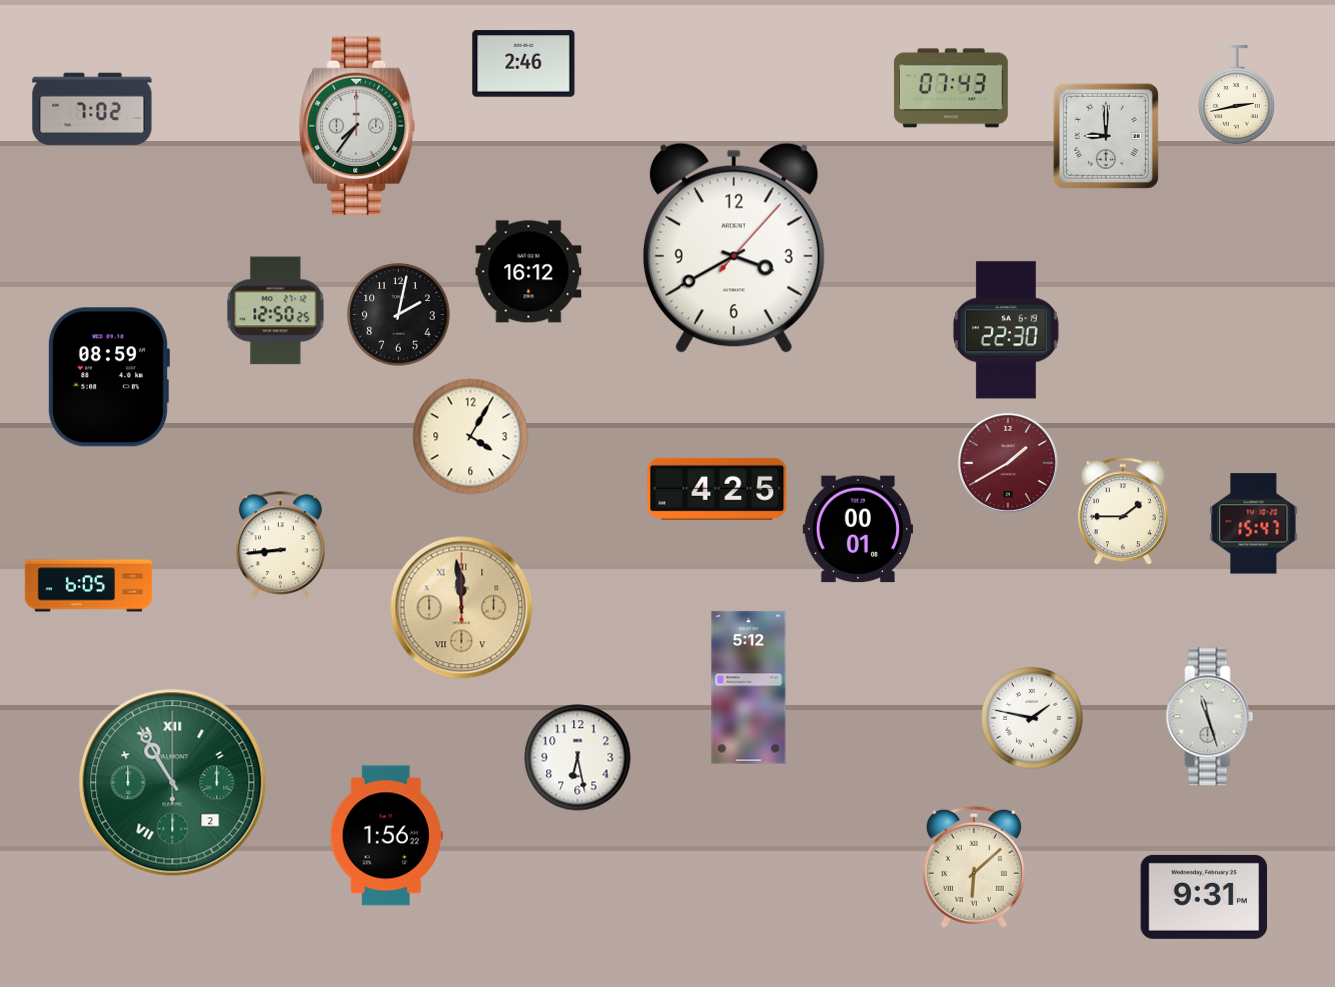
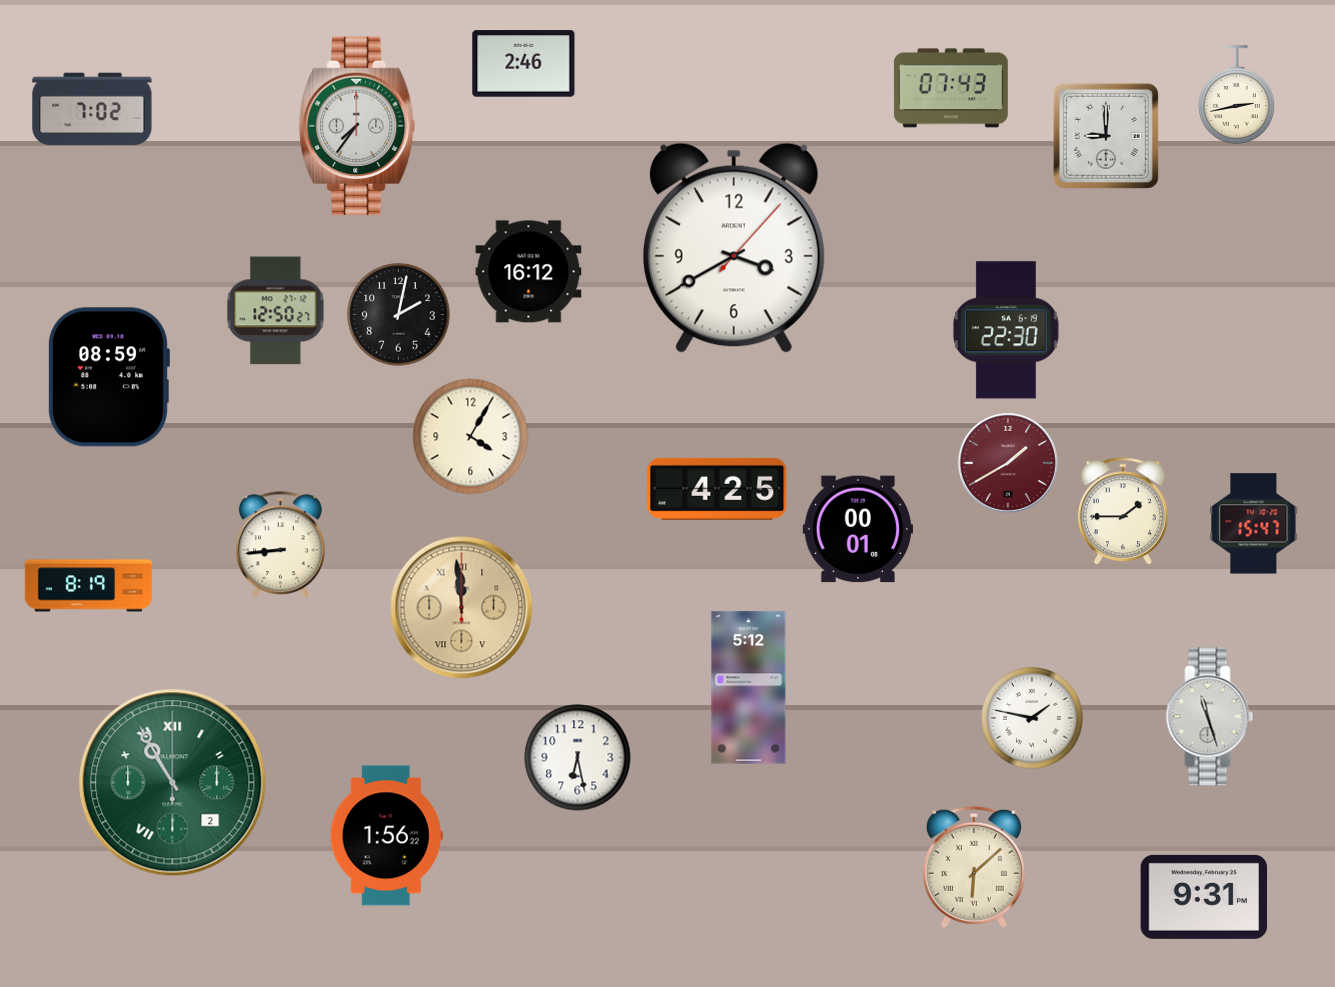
clock at (276, 311): 12:50:25 -> 12:50:27
clock at (89, 586): 6:05 -> 8:19
